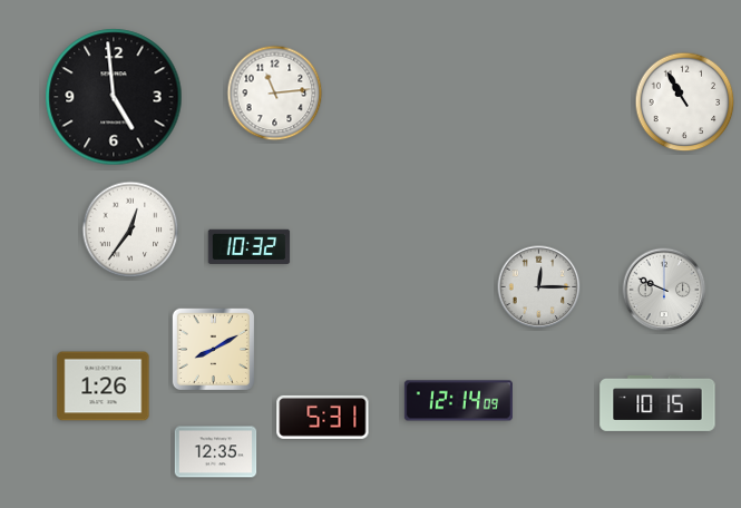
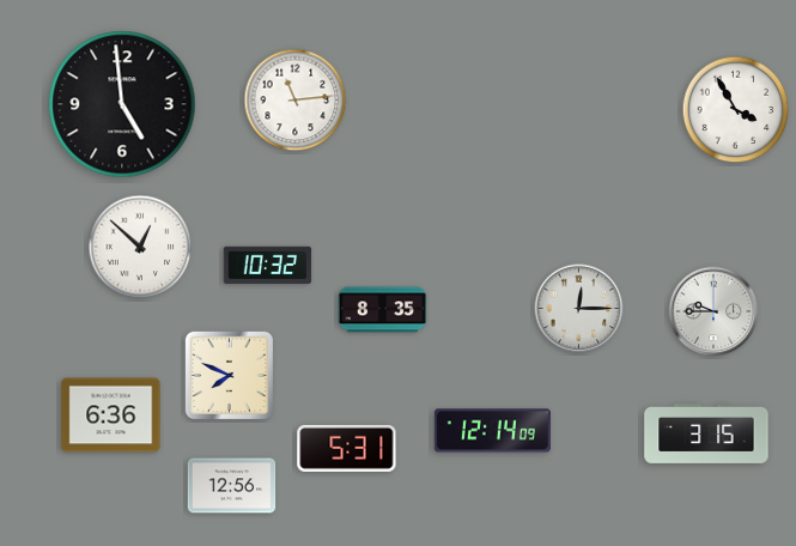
clock at (685, 102): 10:55 -> 3:55
clock at (130, 229): 12:36 -> 12:52
clock at (383, 310): none -> 8:35
clock at (664, 290): 9:49 -> 9:45
clock at (213, 349): 8:10 -> 7:49
clock at (104, 387): 1:26 -> 6:36
clock at (657, 403): 10:15 -> 3:15
clock at (216, 452): 12:35 -> 12:56
